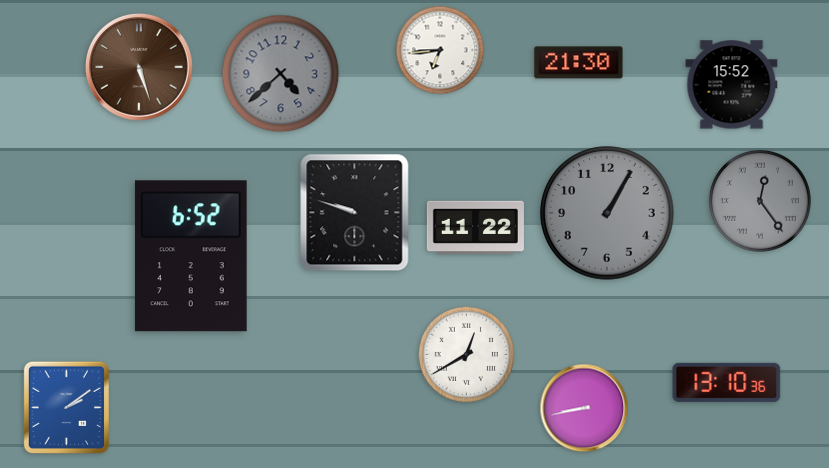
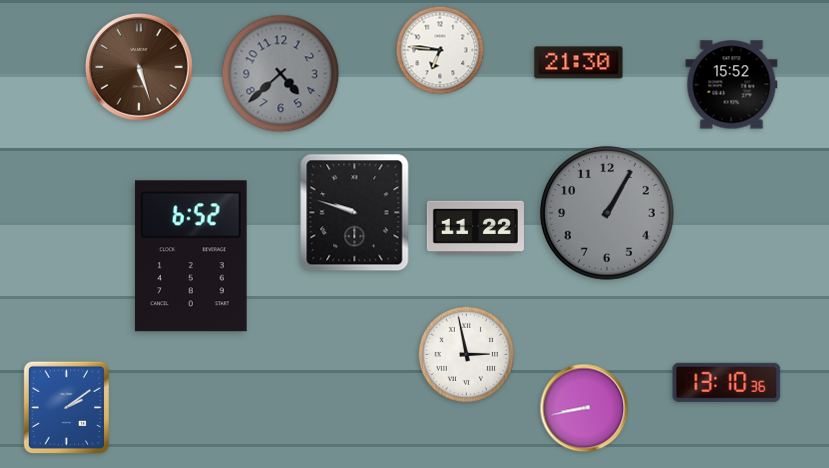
clock at (440, 50): 6:44 -> 6:46
clock at (761, 202): 12:24 -> none
clock at (467, 355): 12:40 -> 2:58
